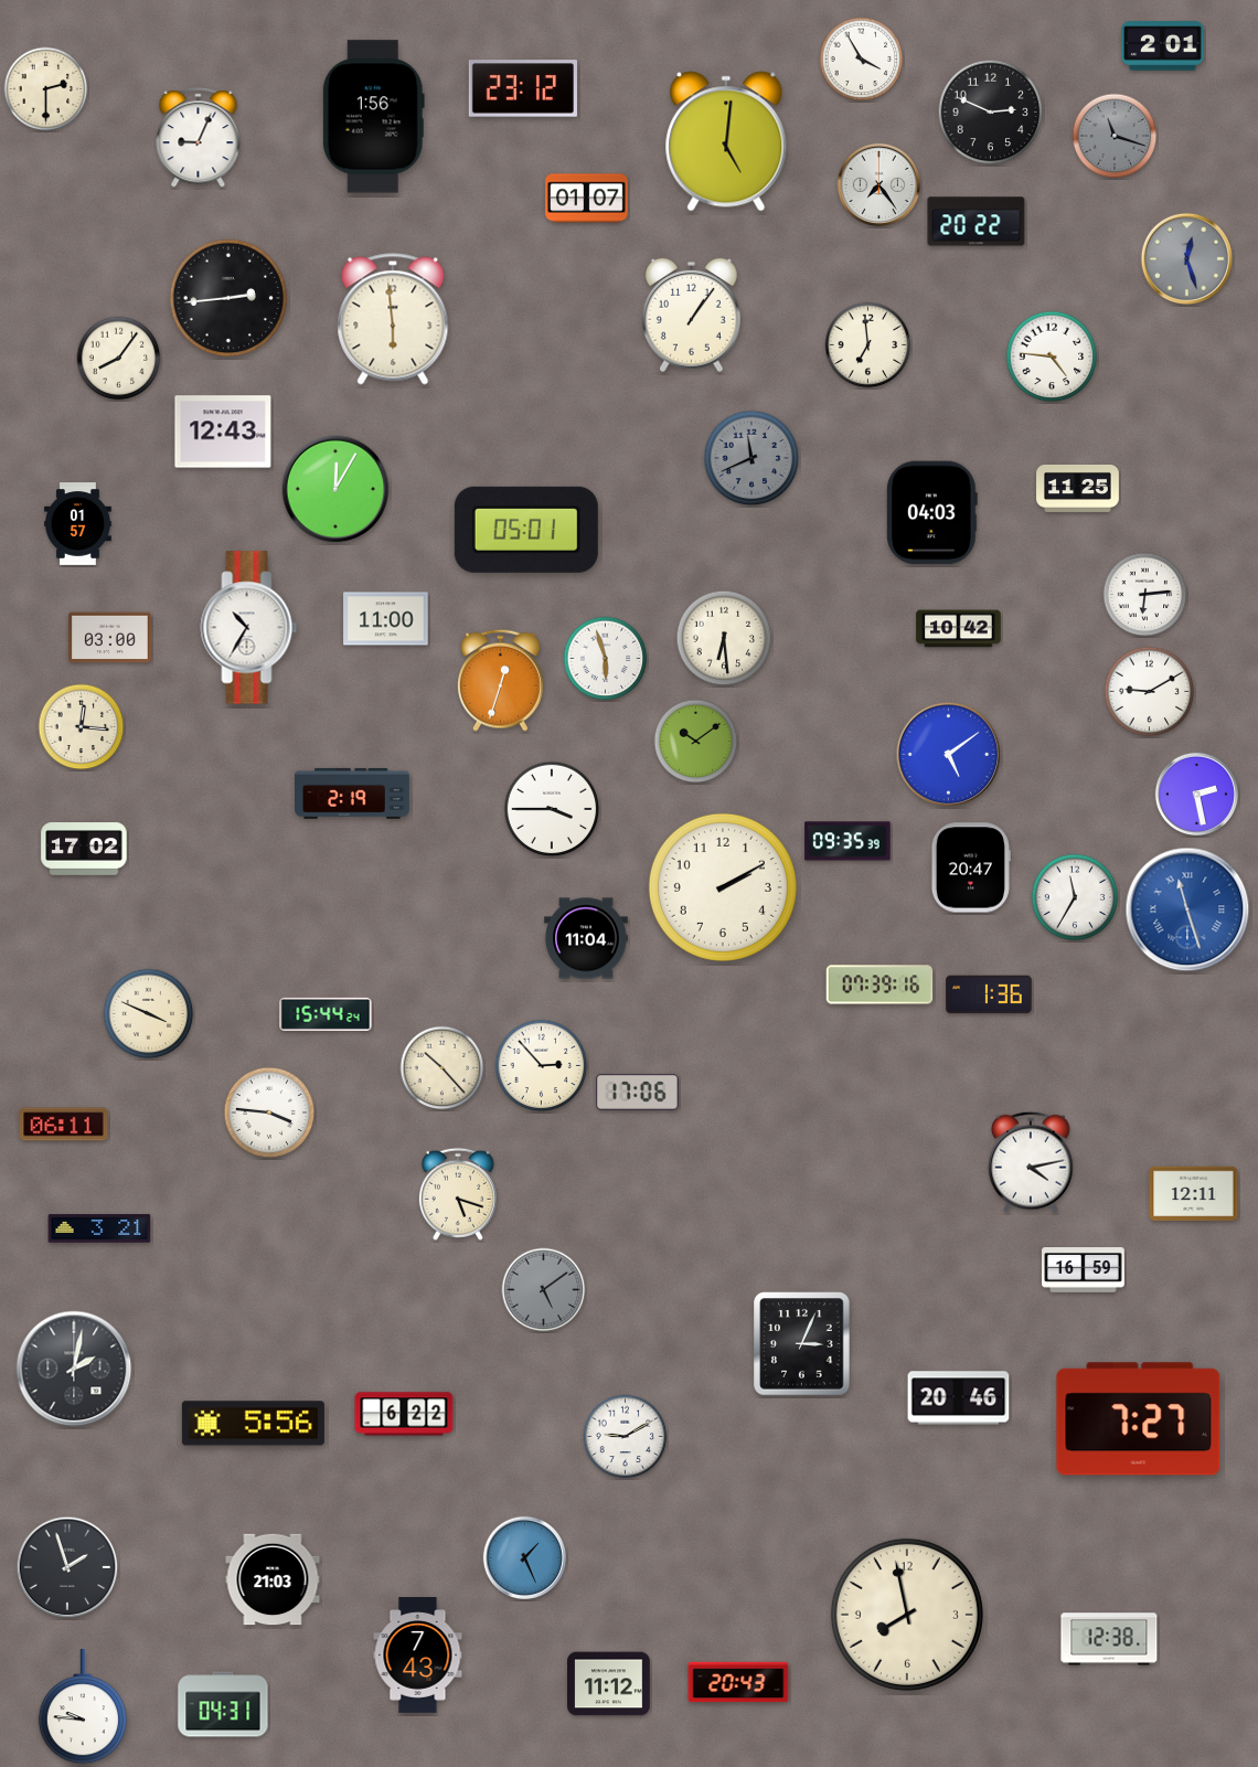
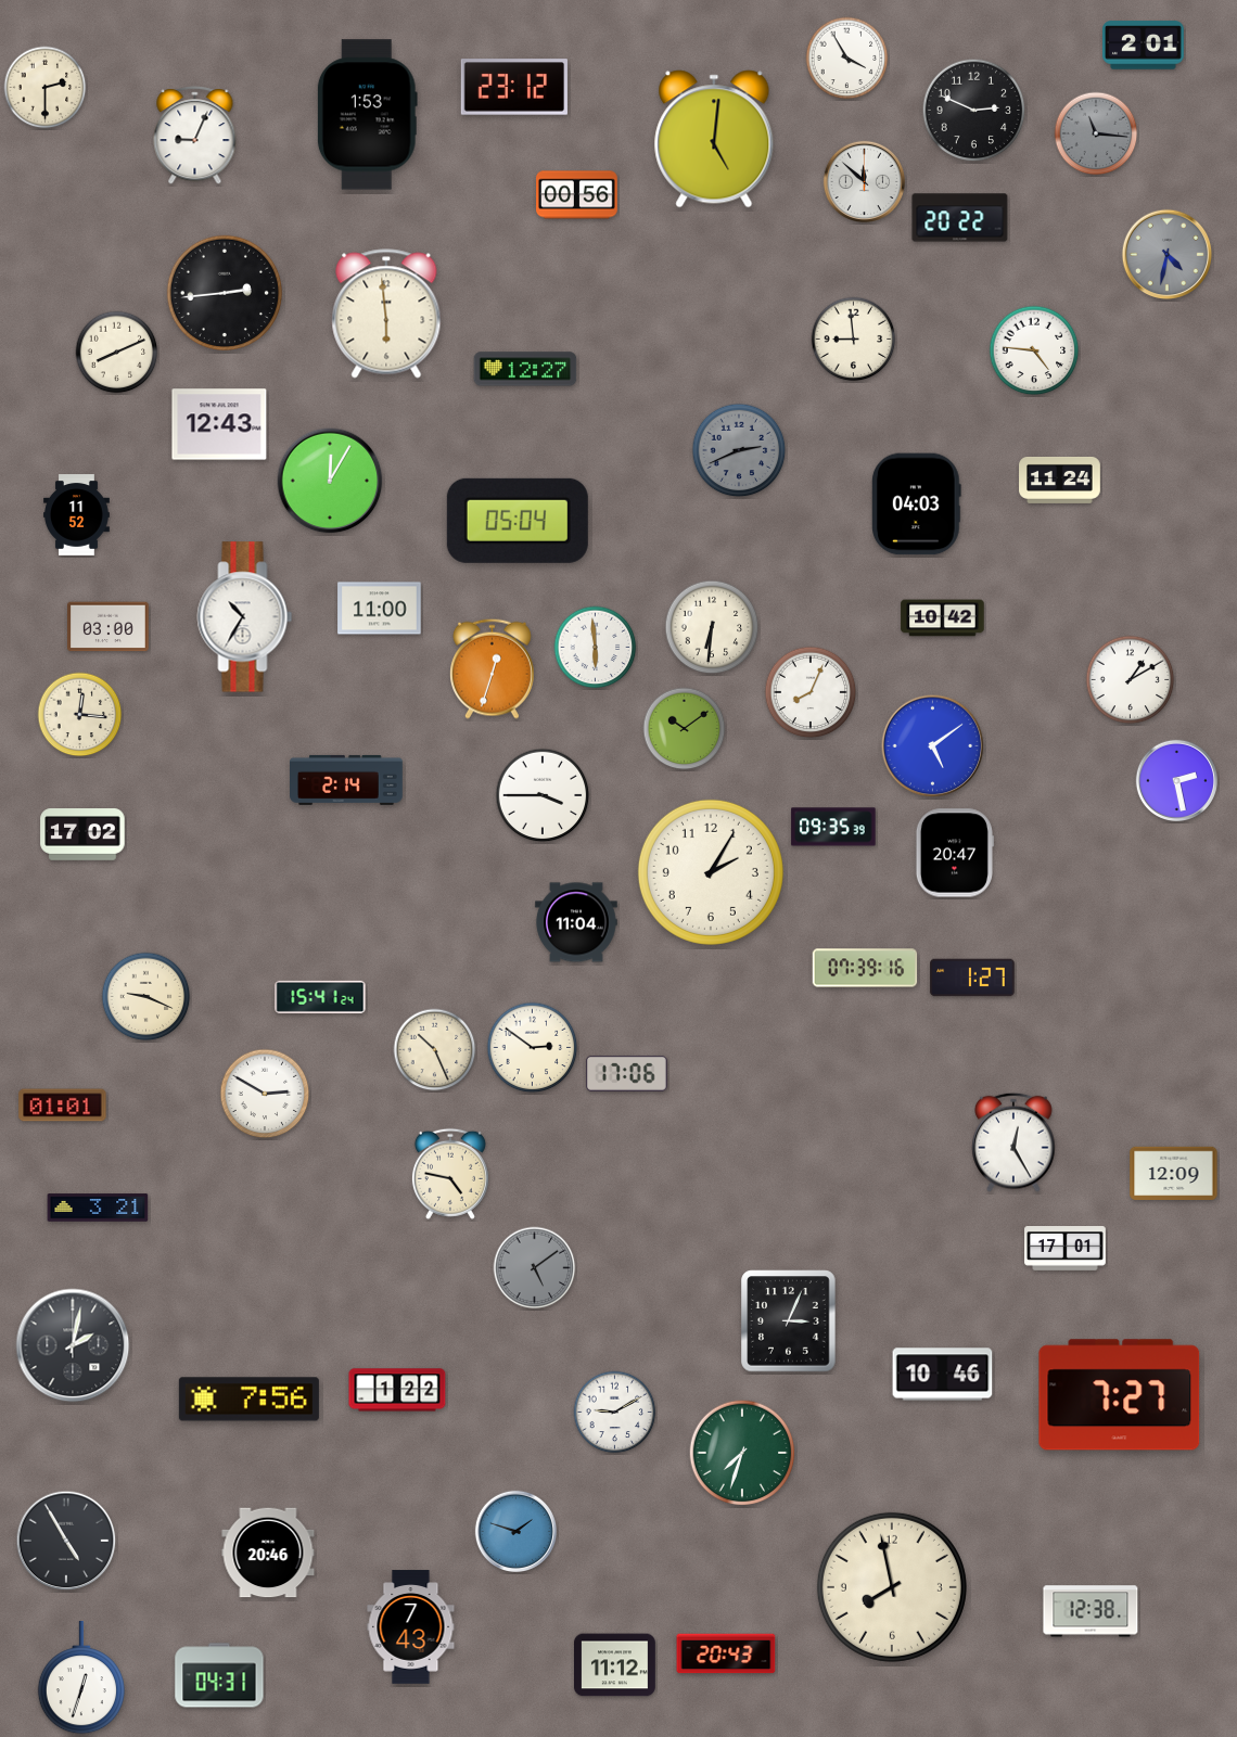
clock at (373, 117): 1:56 -> 1:53
clock at (1115, 136): 11:18 -> 11:16
clock at (878, 184): 7:24 -> 11:52
clock at (587, 199): 01:07 -> 00:56
clock at (1187, 259): 12:27 -> 4:32
clock at (691, 316): 1:06 -> none
clock at (868, 345): 6:59 -> 8:59
clock at (119, 359): 8:06 -> 8:11
clock at (525, 369): none -> 12:27
clock at (751, 458): 11:41 -> 2:41
clock at (1078, 488): 11:25 -> 11:24
clock at (78, 524): 01:57 -> 11:52
clock at (526, 530): 05:01 -> 05:04
clock at (1145, 595): 6:14 -> none
clock at (724, 638): 6:29 -> 6:31
clock at (606, 659): 5:57 -> 5:59
clock at (1150, 692): 9:10 -> 1:10
clock at (811, 692): none -> 8:04
clock at (949, 755) position: (949, 755) -> (933, 746)
clock at (353, 794): 2:19 -> 2:14
clock at (723, 887): 2:10 -> 2:05
clock at (1075, 897): 11:35 -> none
clock at (1187, 909): 11:27 -> none
clock at (989, 994): 1:36 -> 1:27
clock at (149, 1014): 3:49 -> 9:19
clock at (326, 1014): 15:44 -> 15:41
clock at (542, 1066): 2:53 -> 2:51
clock at (443, 1068): 10:23 -> 10:26
clock at (269, 1113): 3:46 -> 2:50
clock at (64, 1125): 06:11 -> 01:01
clock at (1031, 1162): 4:13 -> 12:25
clock at (1194, 1193): 12:11 -> 12:09
clock at (458, 1194): 5:18 -> 4:47
clock at (1084, 1270): 16:59 -> 17:01
clock at (959, 1398): 20:46 -> 10:46
clock at (404, 1414): 6:22 -> 1:22
clock at (253, 1424): 5:56 -> 7:56
clock at (742, 1453): none -> 7:33
clock at (524, 1557): 1:26 -> 1:48
clock at (67, 1567): 1:57 -> 4:55
clock at (273, 1579): 21:03 -> 20:46
clock at (609, 1684) position: (609, 1684) -> (615, 1665)
clock at (82, 1707): 9:46 -> 12:33
